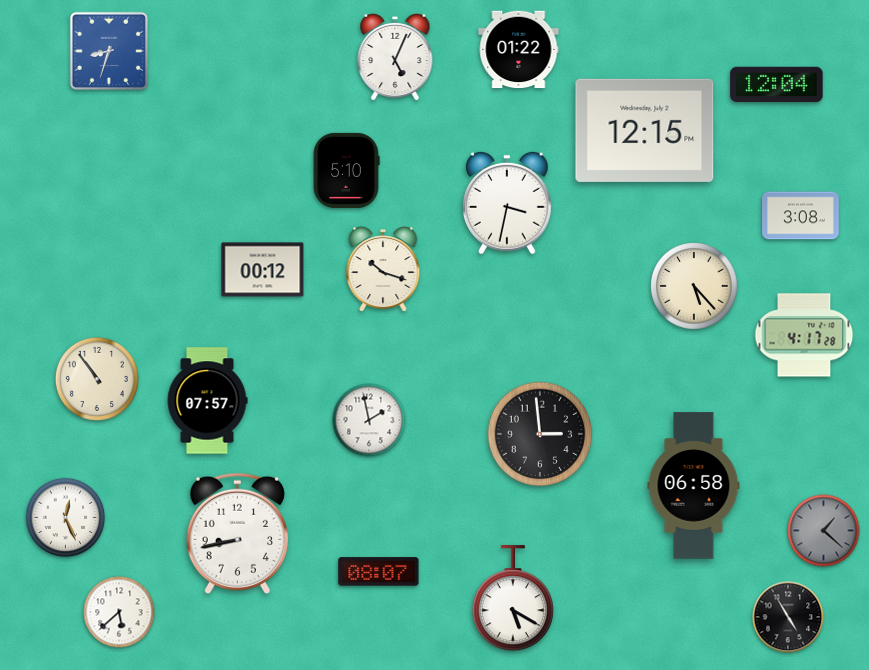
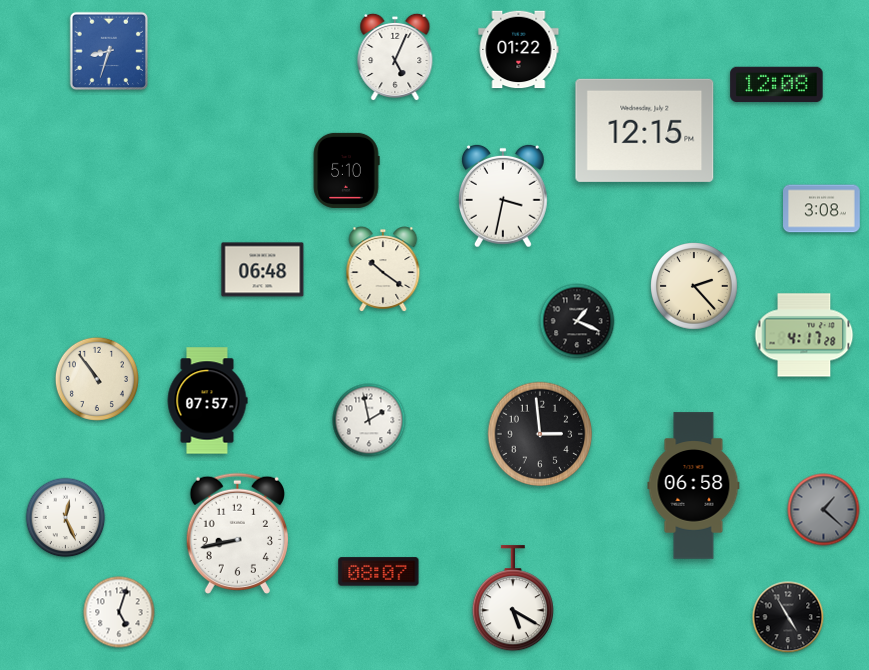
clock at (777, 85): 12:04 -> 12:08
clock at (507, 203) position: (507, 203) -> (503, 196)
clock at (801, 216) position: (801, 216) -> (822, 209)
clock at (383, 269): 10:18 -> 10:21
clock at (263, 270): 00:12 -> 06:48
clock at (694, 286): 5:23 -> 2:23
clock at (577, 321): none -> 1:19
clock at (824, 531) position: (824, 531) -> (824, 510)
clock at (119, 612): 5:38 -> 5:03
